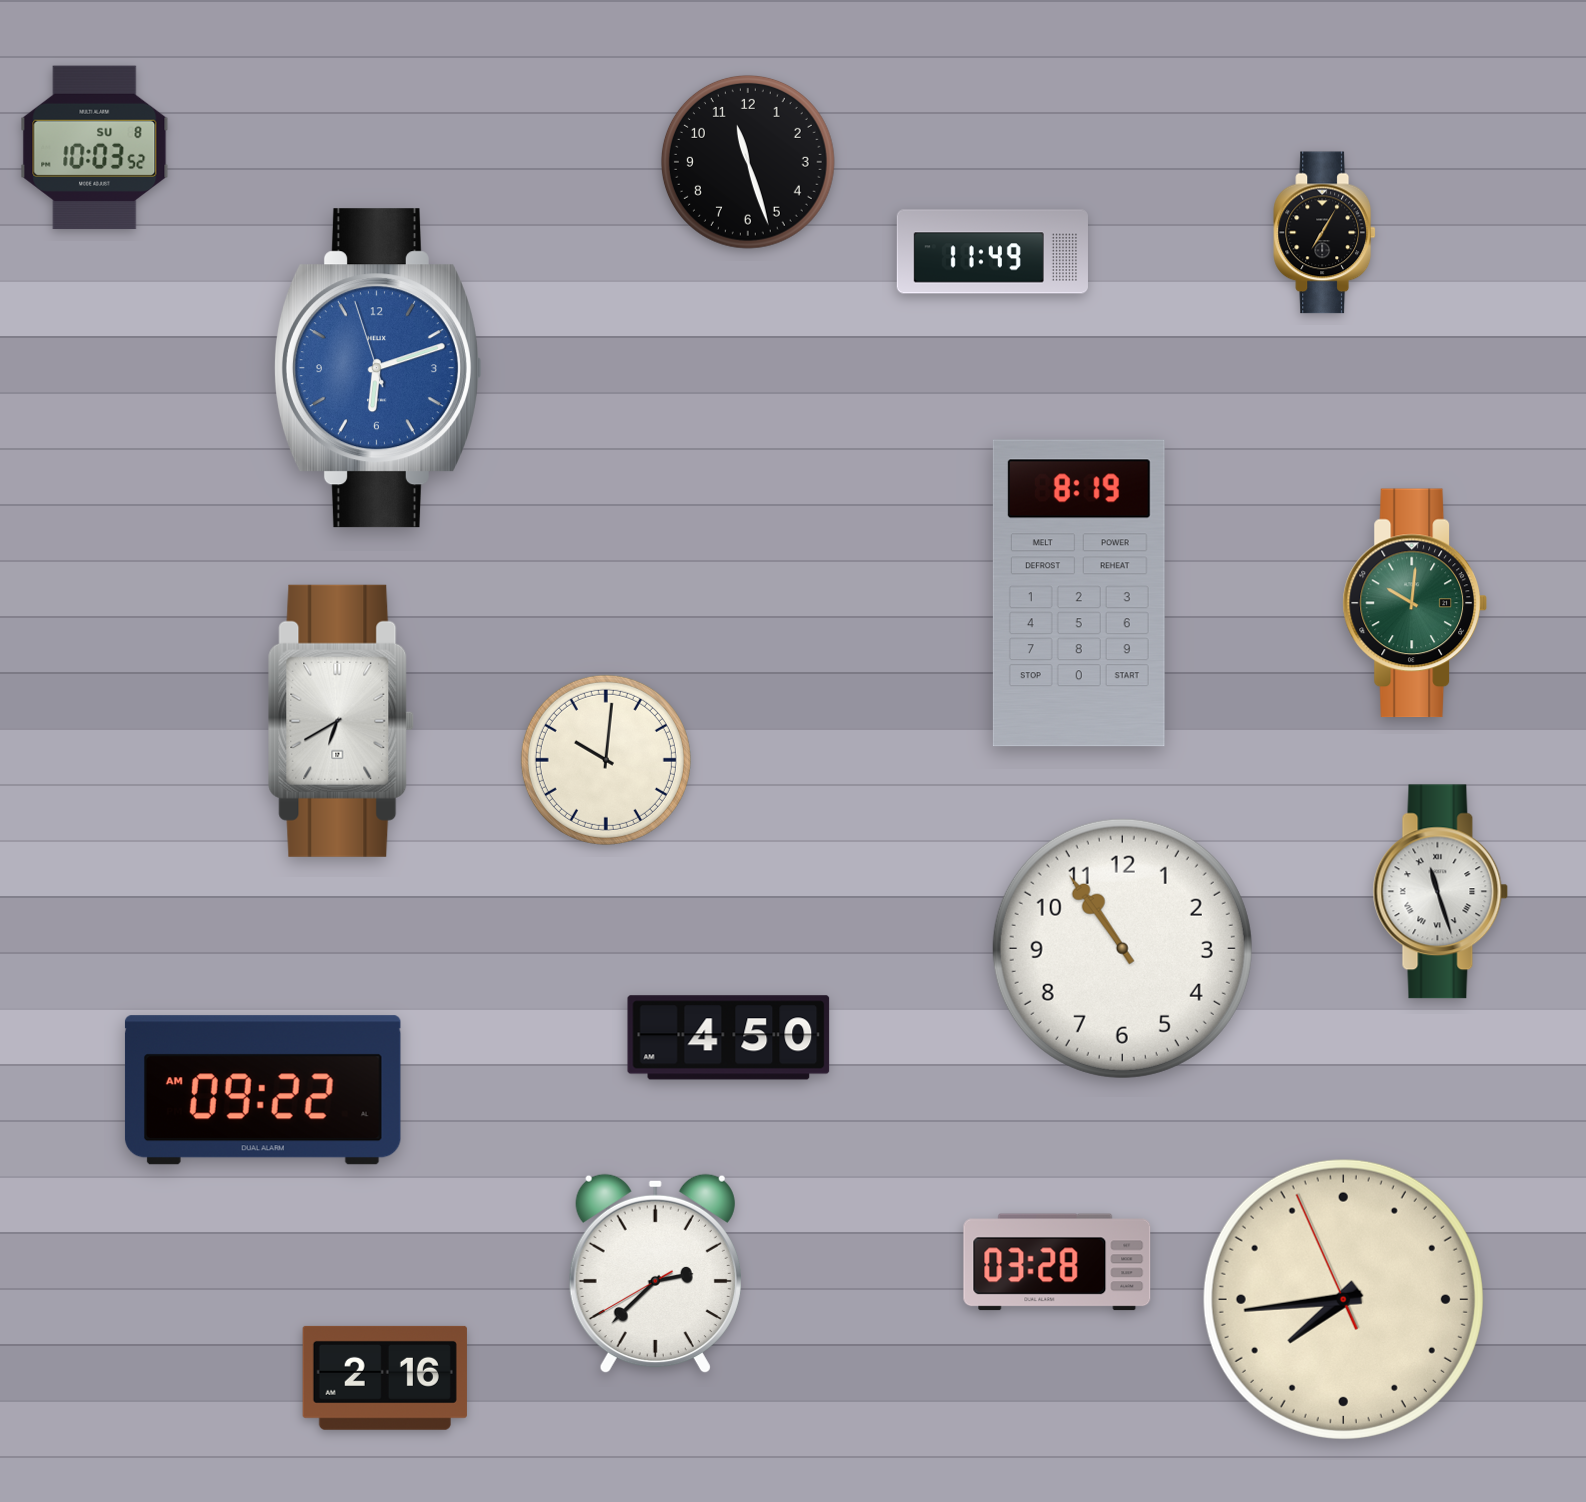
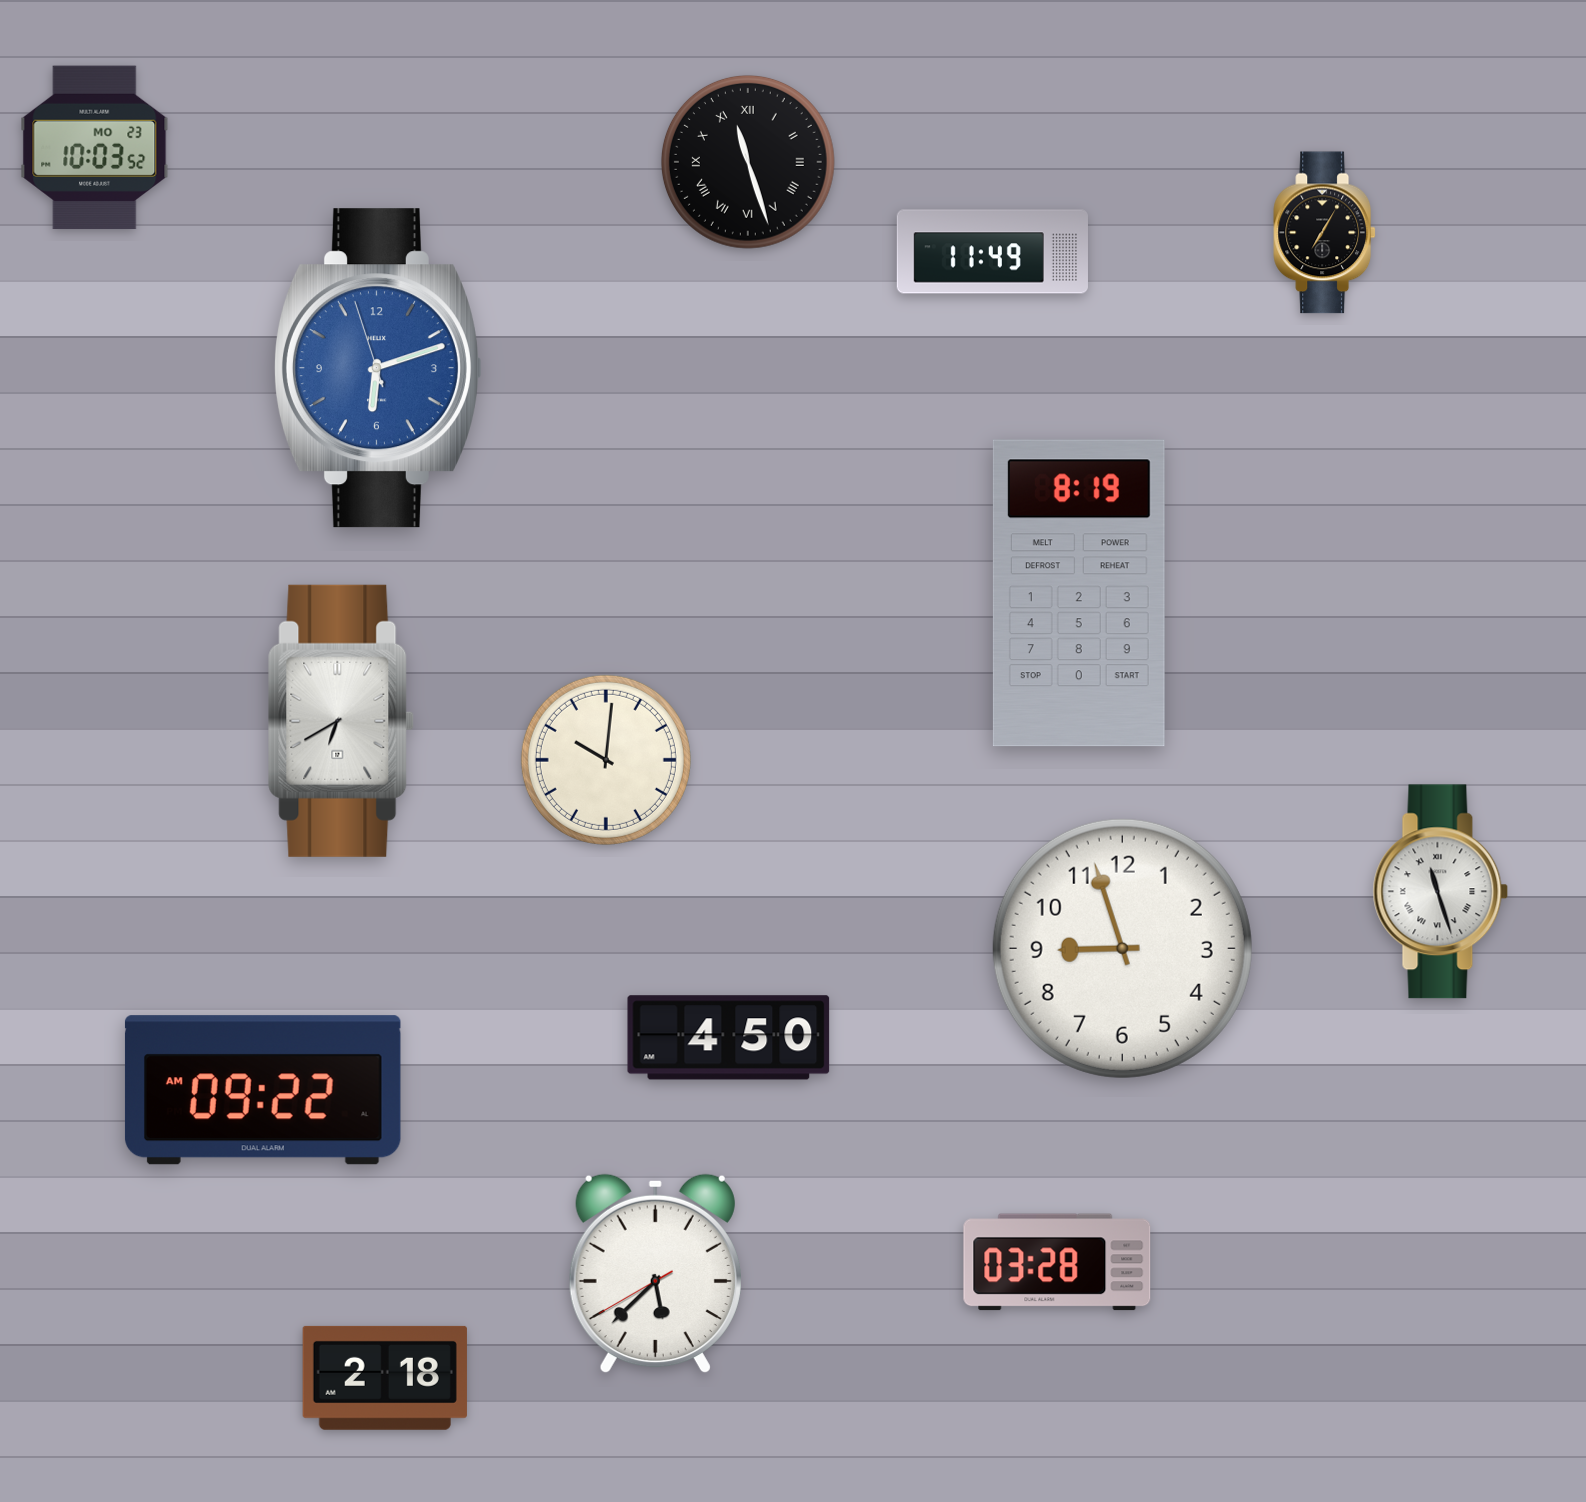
clock at (95, 148) date: SU 8 -> MO 23
clock at (748, 162) numerals: Arabic -> Roman
clock at (1414, 603): 10:01 -> none
clock at (1122, 948): 10:54 -> 8:57
clock at (655, 1274): 2:37 -> 5:37
clock at (1343, 1299): 7:43 -> none
clock at (385, 1378): 2:16 -> 2:18
